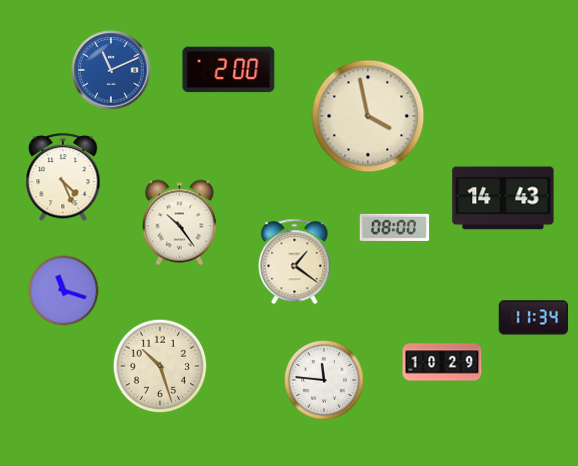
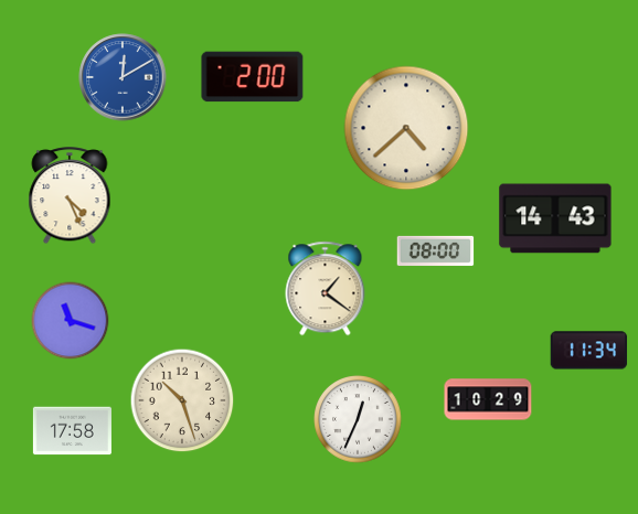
clock at (111, 70): 11:11 -> 12:10
clock at (368, 116): 3:58 -> 4:38
clock at (179, 223): 10:24 -> none
clock at (160, 366) position: (160, 366) -> (182, 400)
clock at (324, 380): 11:46 -> 12:34
clock at (72, 431): none -> 17:58
